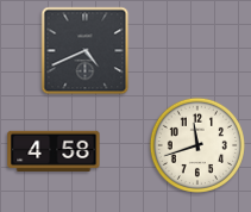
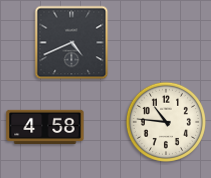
clock at (197, 145): 11:42 -> 10:46
